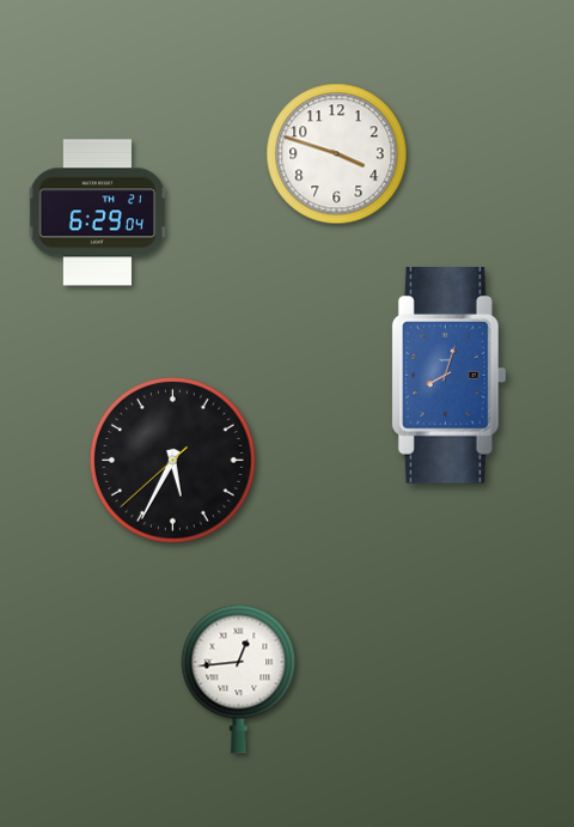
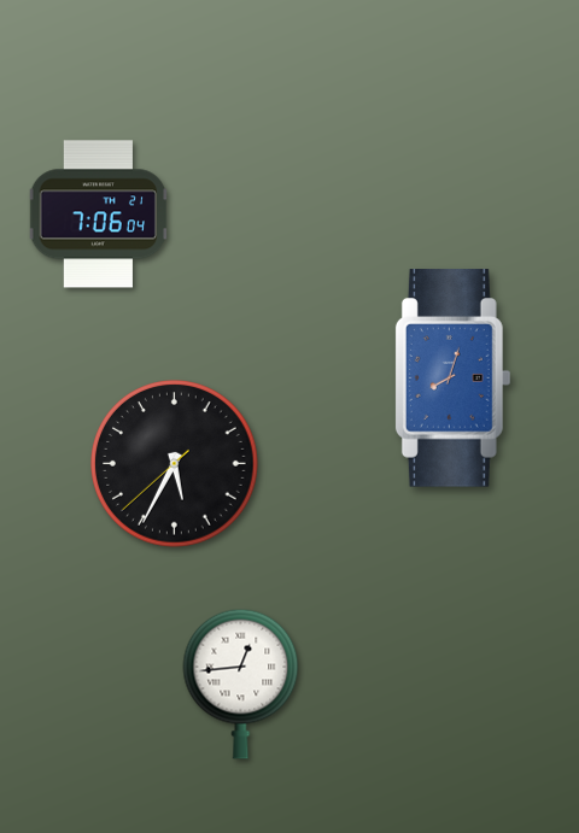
clock at (337, 154): 3:48 -> none
clock at (98, 213): 6:29 -> 7:06
